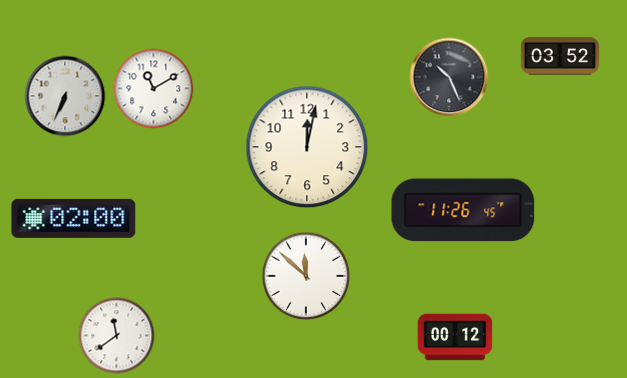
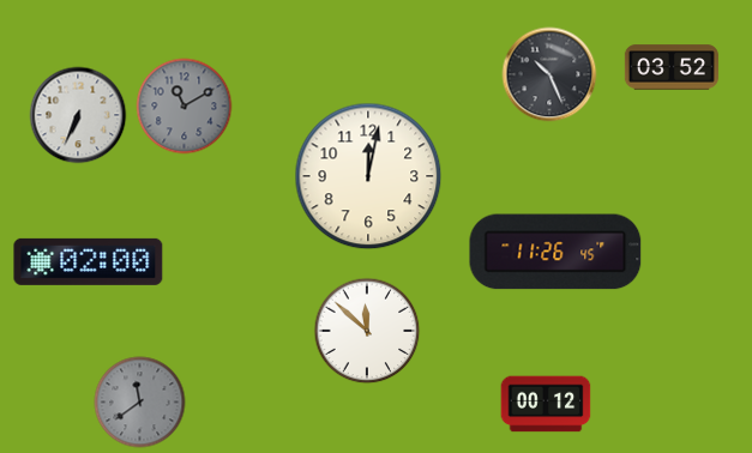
clock at (449, 77) position: (449, 77) -> (549, 74)
clock at (154, 89) dial: white -> grey
clock at (117, 336) dial: white -> grey
